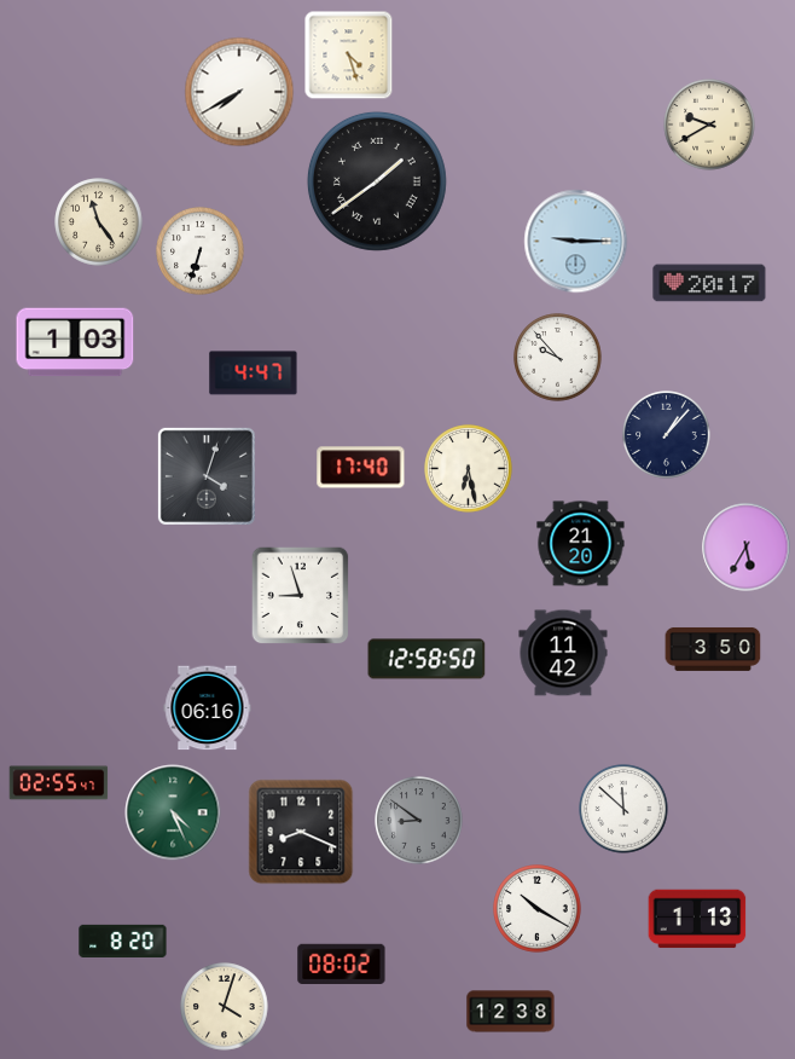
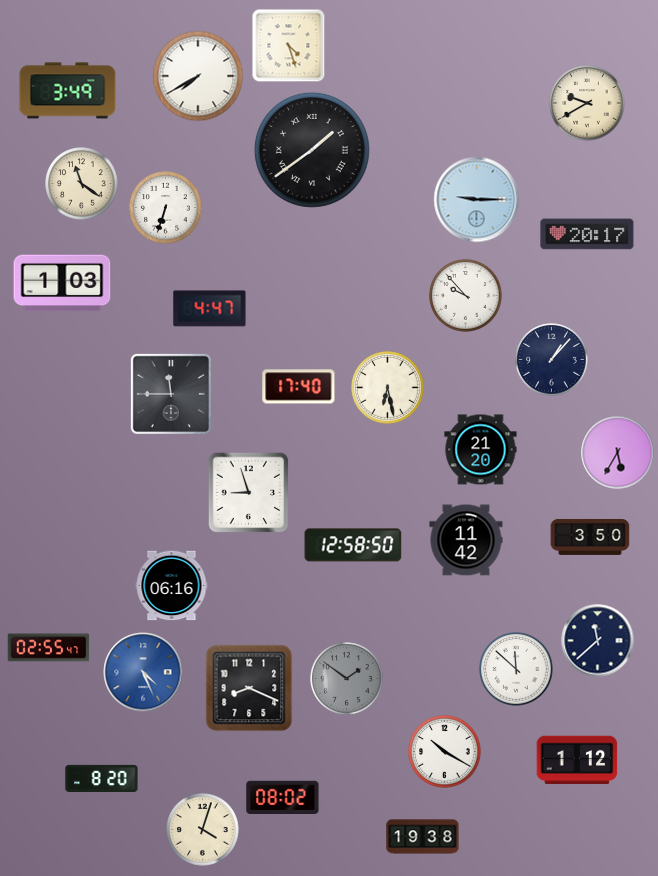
clock at (68, 91): none -> 3:49
clock at (99, 222): 11:24 -> 11:21
clock at (558, 358) position: (558, 358) -> (466, 296)
clock at (207, 476): 4:03 -> 11:45
clock at (598, 641): none -> 11:38
clock at (173, 812) dial: green -> blue
clock at (419, 821): 8:51 -> 1:51
clock at (697, 919): 1:13 -> 1:12
clock at (225, 1007) position: (225, 1007) -> (203, 830)
clock at (511, 1012): 12:38 -> 19:38
